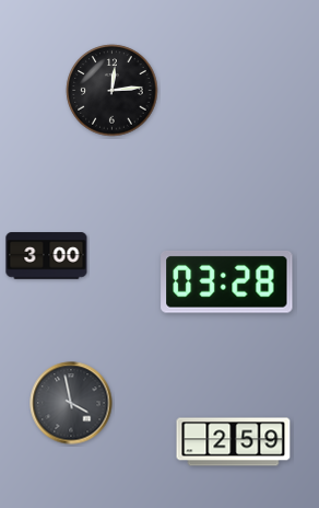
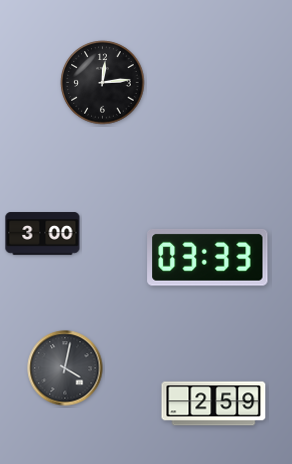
clock at (227, 281): 03:28 -> 03:33
clock at (71, 403): 3:58 -> 4:02
